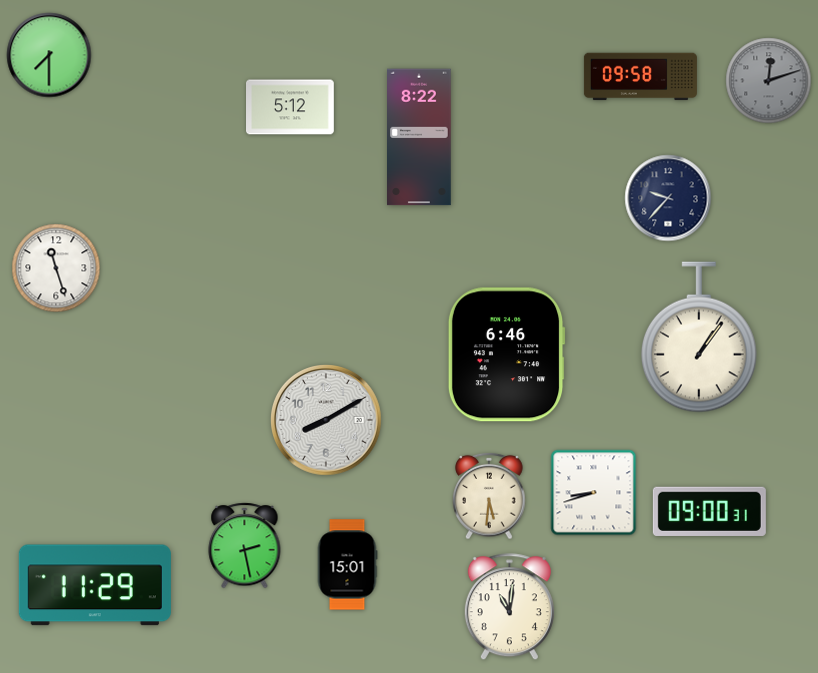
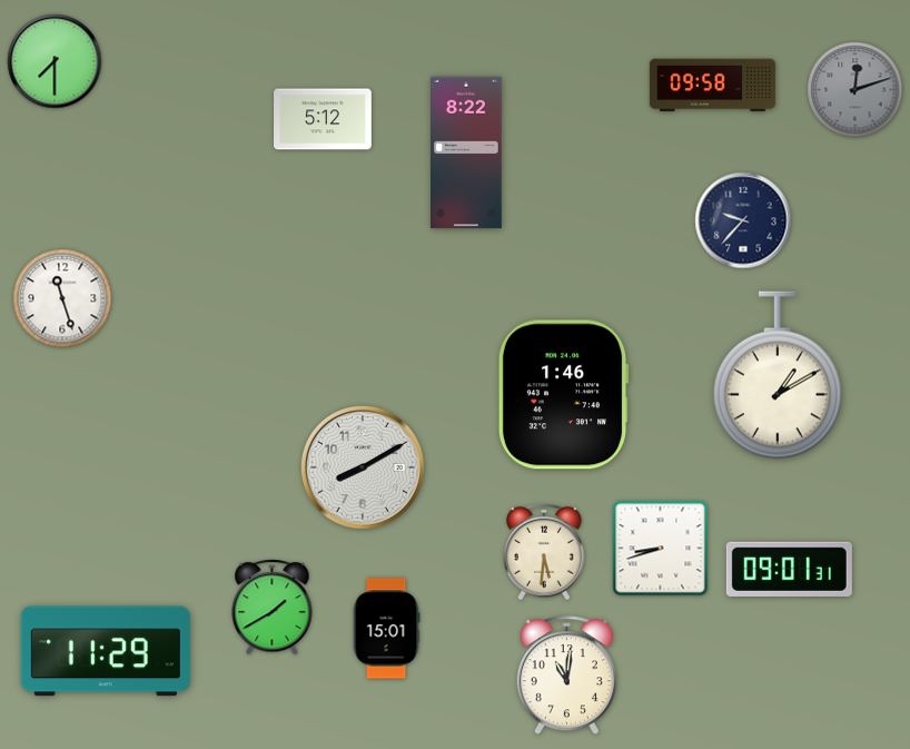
clock at (699, 337): 1:06 -> 1:10
clock at (506, 355): 6:46 -> 1:46
clock at (709, 511): 09:00 -> 09:01
clock at (245, 546): 2:28 -> 1:40
